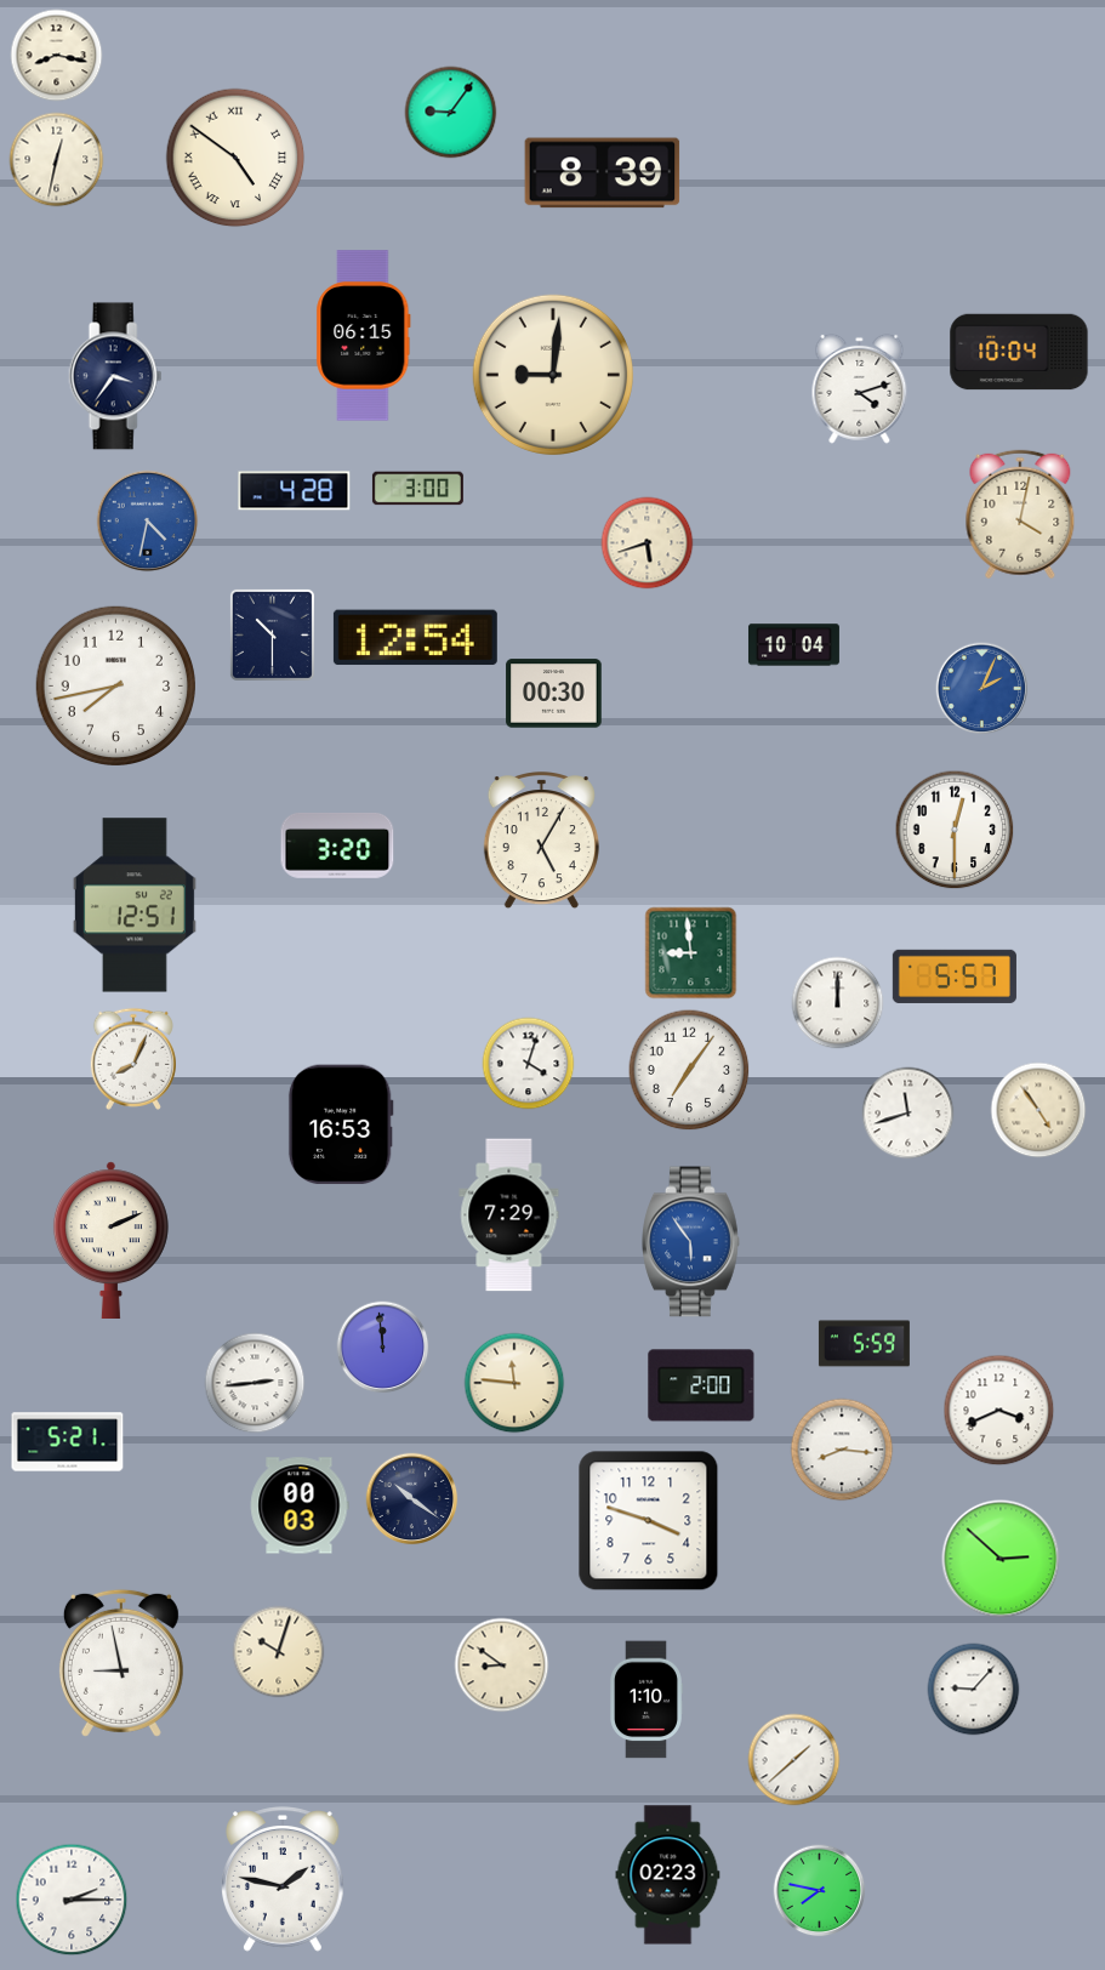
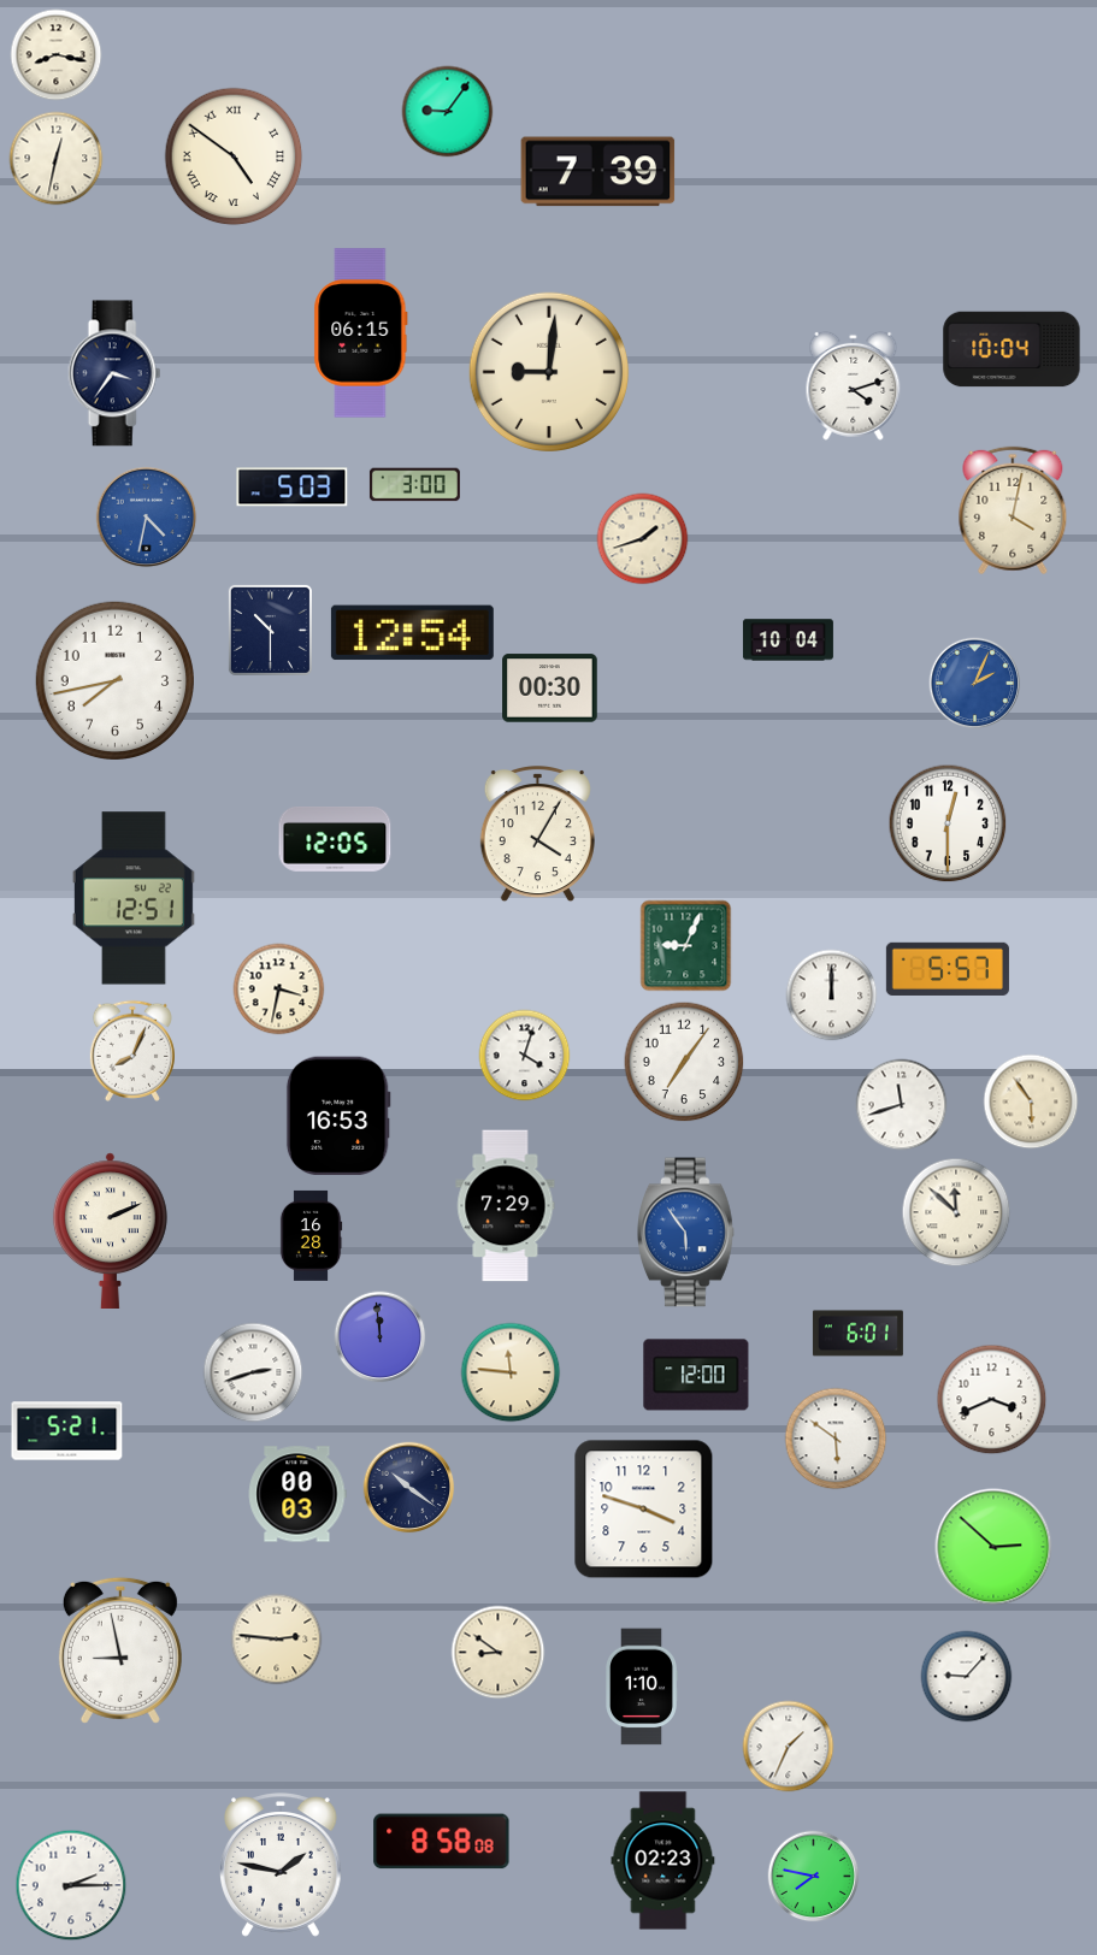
clock at (603, 173): 8:39 -> 7:39
clock at (295, 491): 4:28 -> 5:03
clock at (648, 543): 5:42 -> 1:42
clock at (541, 842): 5:05 -> 4:05
clock at (337, 847): 3:20 -> 12:05
clock at (691, 953): 8:59 -> 9:04
clock at (279, 990): none -> 3:32
clock at (1038, 1110): 4:54 -> 5:54
clock at (956, 1212): none -> 11:52
clock at (311, 1235): none -> 16:28
clock at (864, 1344): 5:59 -> 6:01
clock at (255, 1383): 2:44 -> 2:42
clock at (701, 1385): 2:00 -> 12:00
clock at (842, 1450): 8:16 -> 5:51
clock at (279, 1652): 10:03 -> 2:46
clock at (794, 1760): 1:38 -> 1:34
clock at (442, 1842): none -> 8:58
